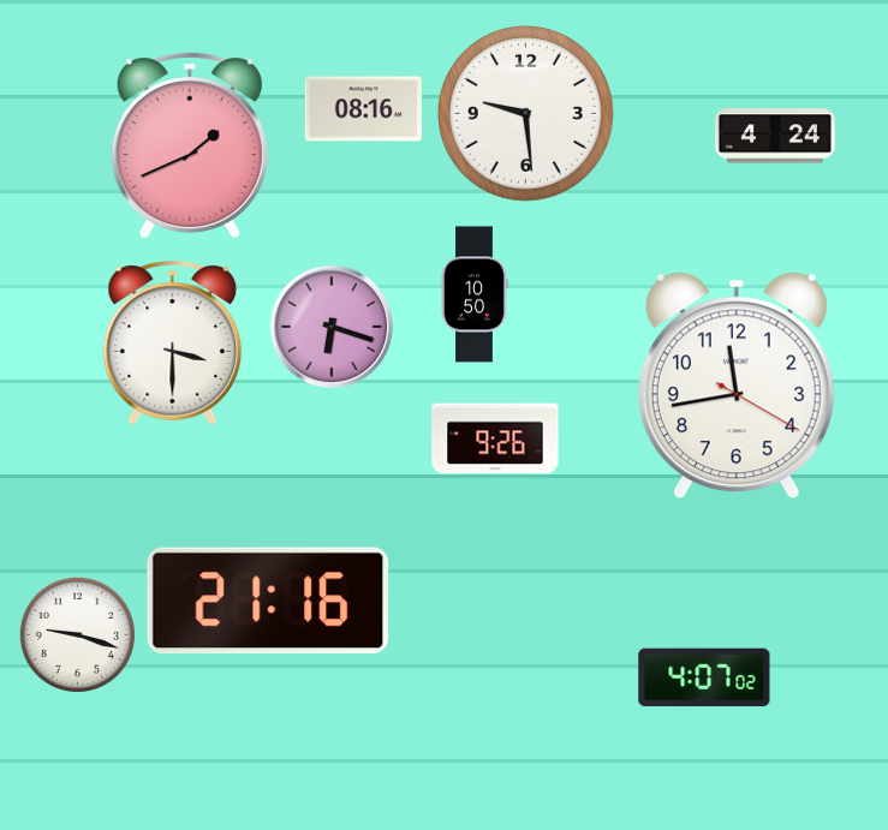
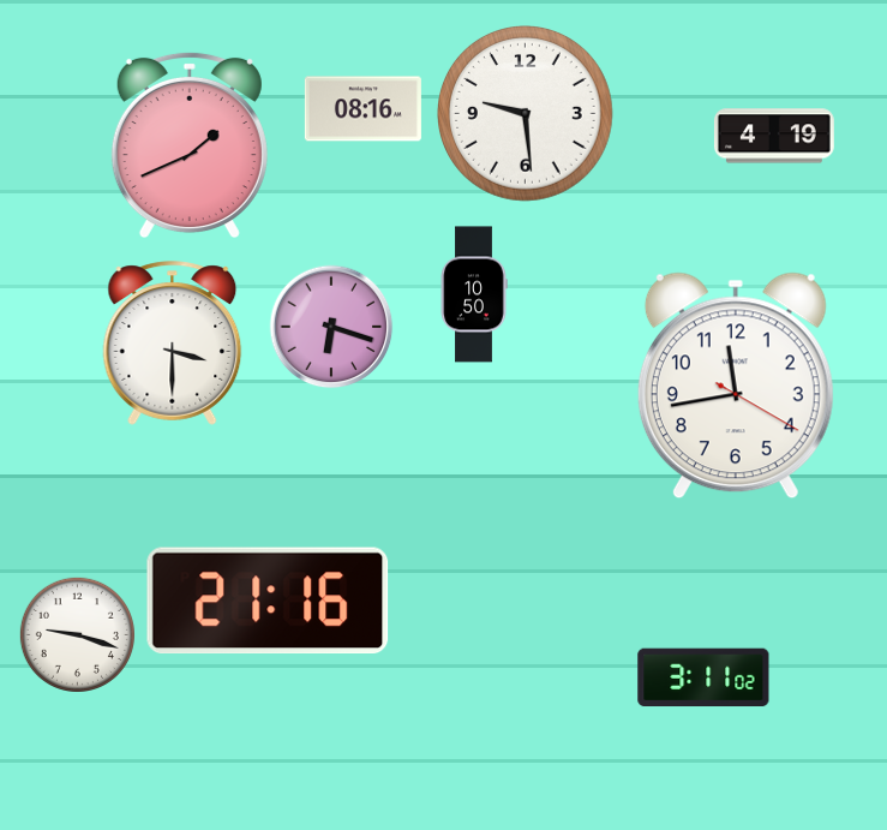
clock at (775, 136): 4:24 -> 4:19
clock at (495, 438): 9:26 -> none
clock at (704, 677): 4:07 -> 3:11
